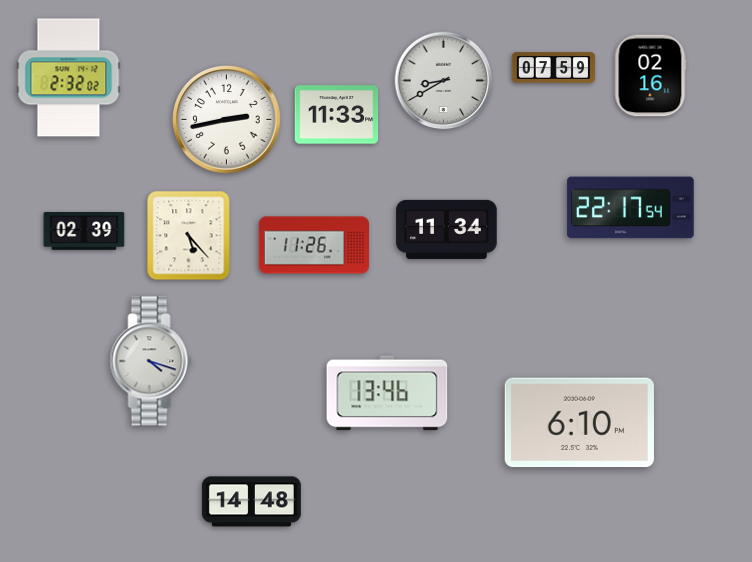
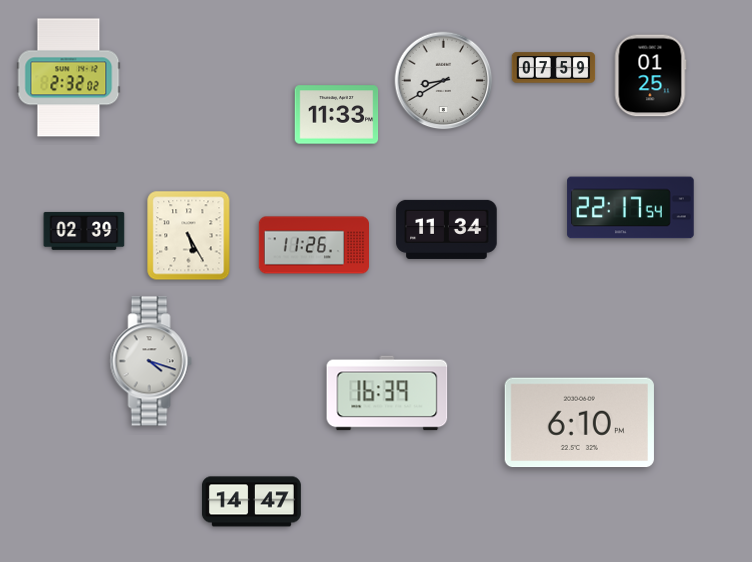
clock at (650, 76): 02:16 -> 01:25
clock at (227, 120): 2:43 -> none
clock at (189, 236): 5:23 -> 5:25
clock at (387, 393): 13:46 -> 16:39
clock at (251, 502): 14:48 -> 14:47
